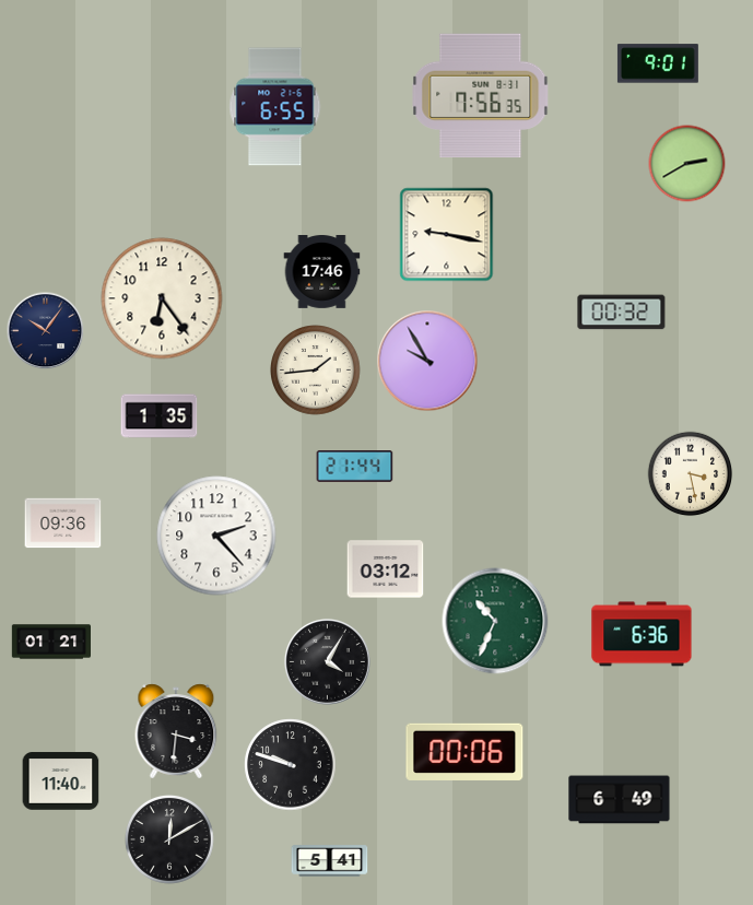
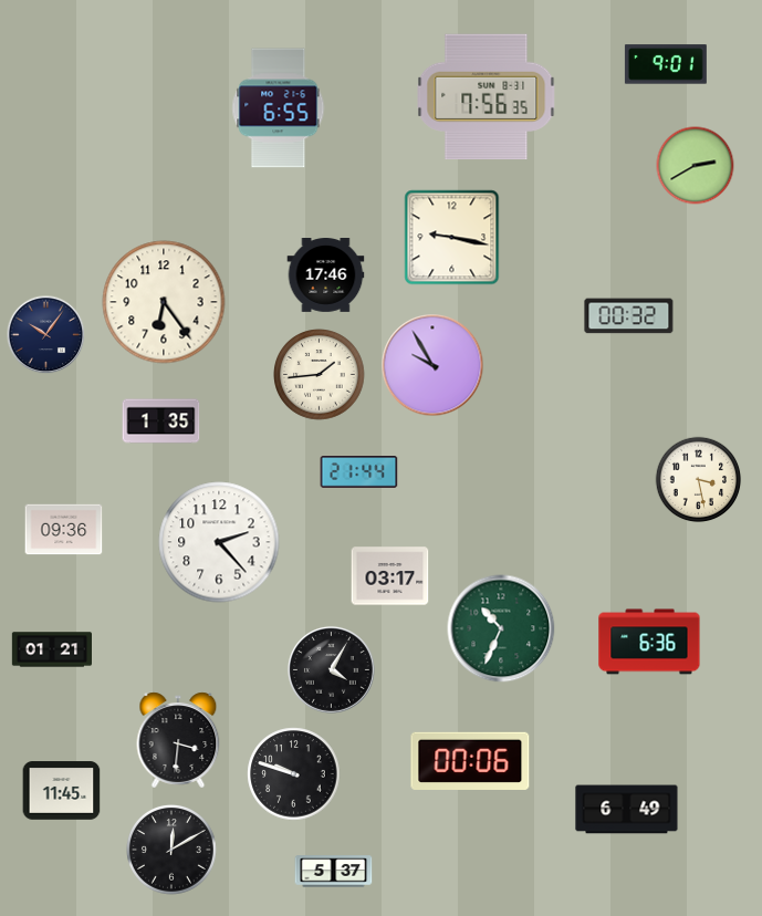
clock at (386, 569): 03:12 -> 03:17
clock at (61, 781): 11:40 -> 11:45
clock at (330, 861): 5:41 -> 5:37
